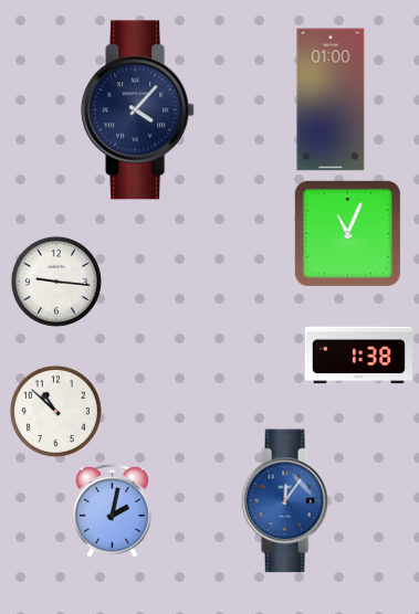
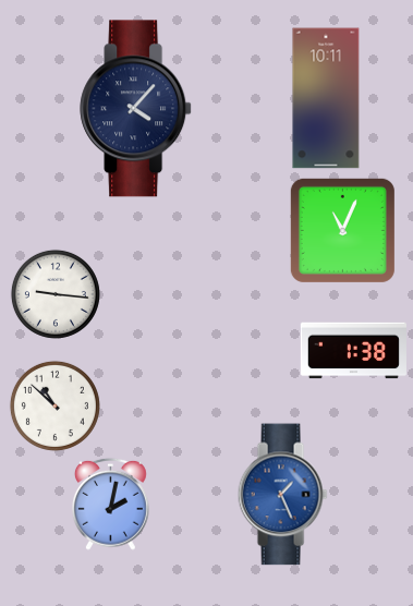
clock at (331, 99): 01:00 -> 10:11
clock at (56, 282) position: (56, 282) -> (56, 294)
clock at (286, 501): 12:06 -> 1:26
